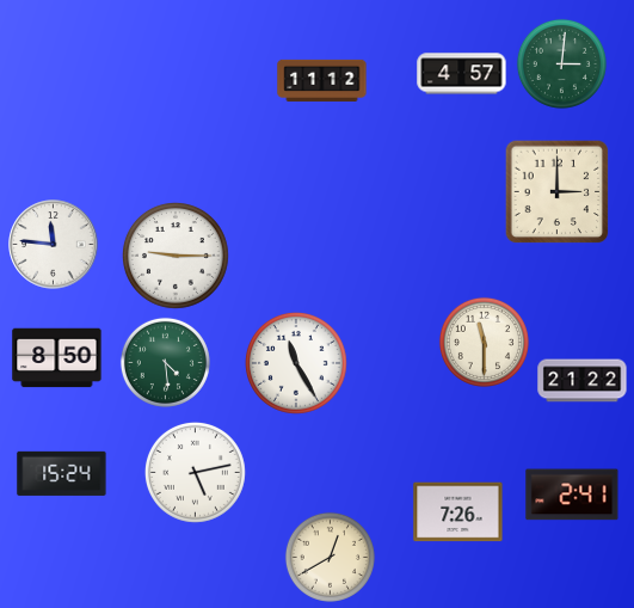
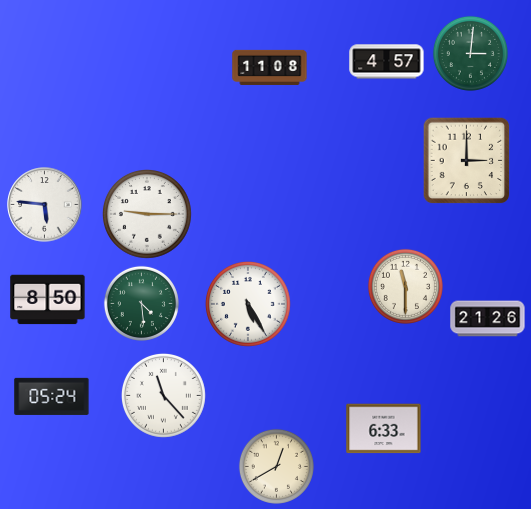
clock at (322, 80): 11:12 -> 11:08
clock at (54, 245): 11:46 -> 5:46
clock at (165, 362) position: (165, 362) -> (141, 303)
clock at (296, 363): 11:25 -> 5:25
clock at (583, 381): 21:22 -> 21:26
clock at (195, 472): 5:13 -> 11:23
clock at (62, 473): 15:24 -> 05:24
clock at (572, 495): 2:41 -> none
clock at (458, 512): 7:26 -> 6:33
